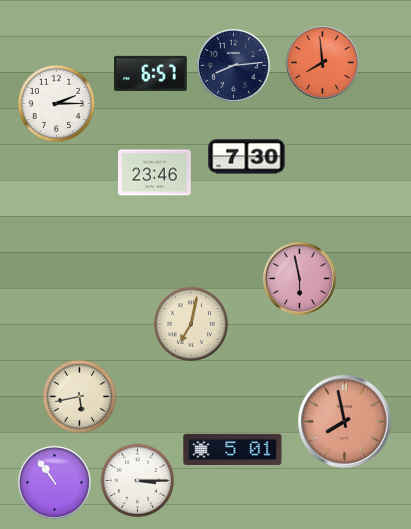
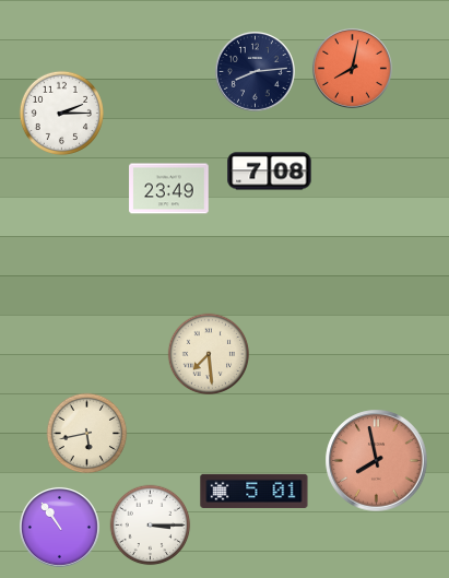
clock at (322, 62): 7:59 -> 8:02
clock at (151, 73): 6:57 -> none
clock at (247, 157): 7:30 -> 7:08
clock at (155, 173): 23:46 -> 23:49
clock at (299, 278): 5:58 -> none
clock at (191, 324): 7:02 -> 7:29
